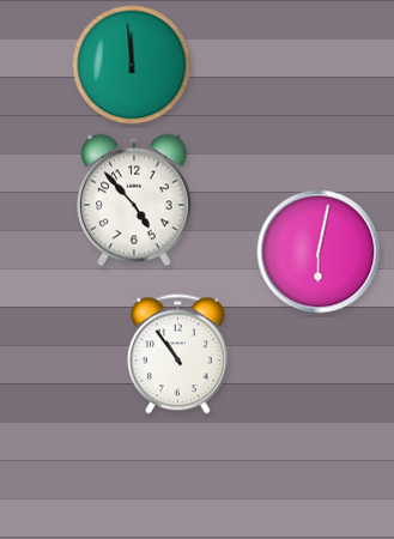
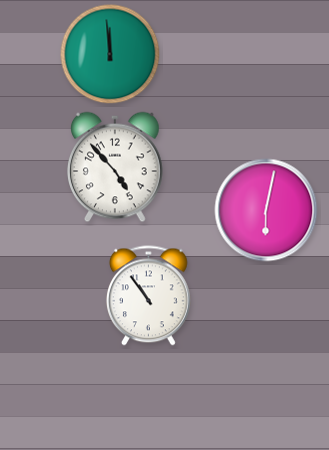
clock at (135, 200) position: (135, 200) -> (116, 167)
